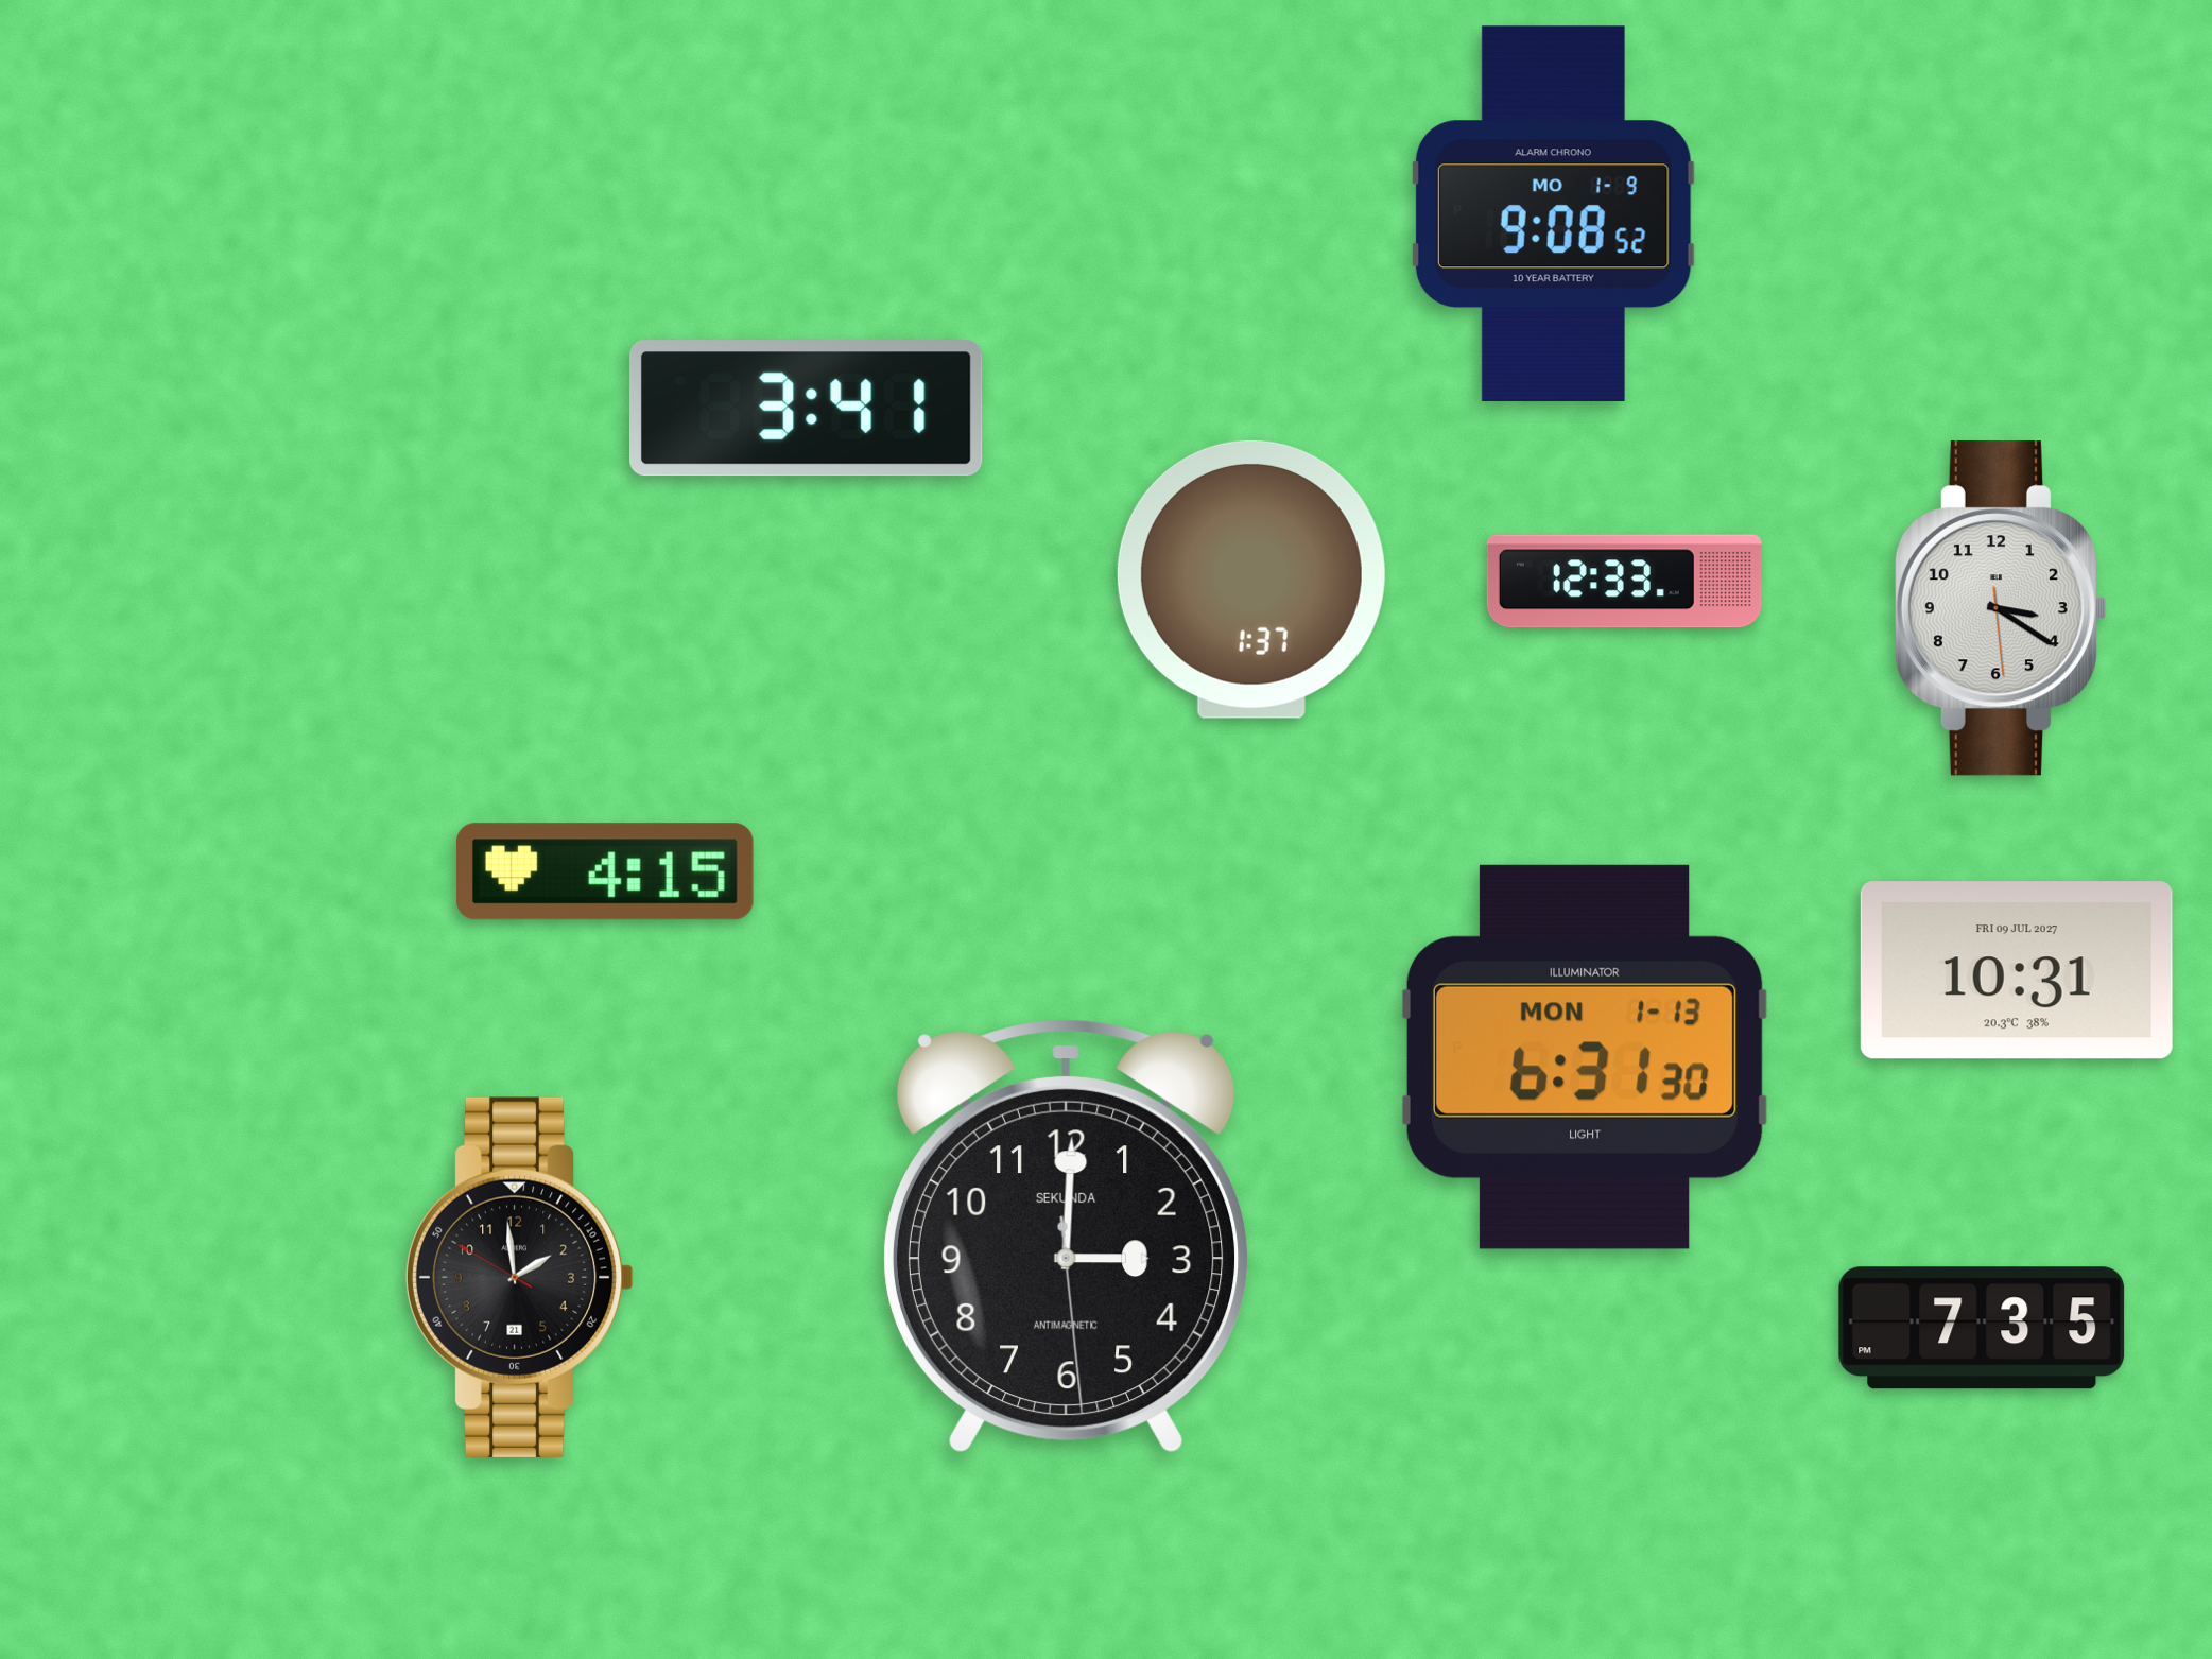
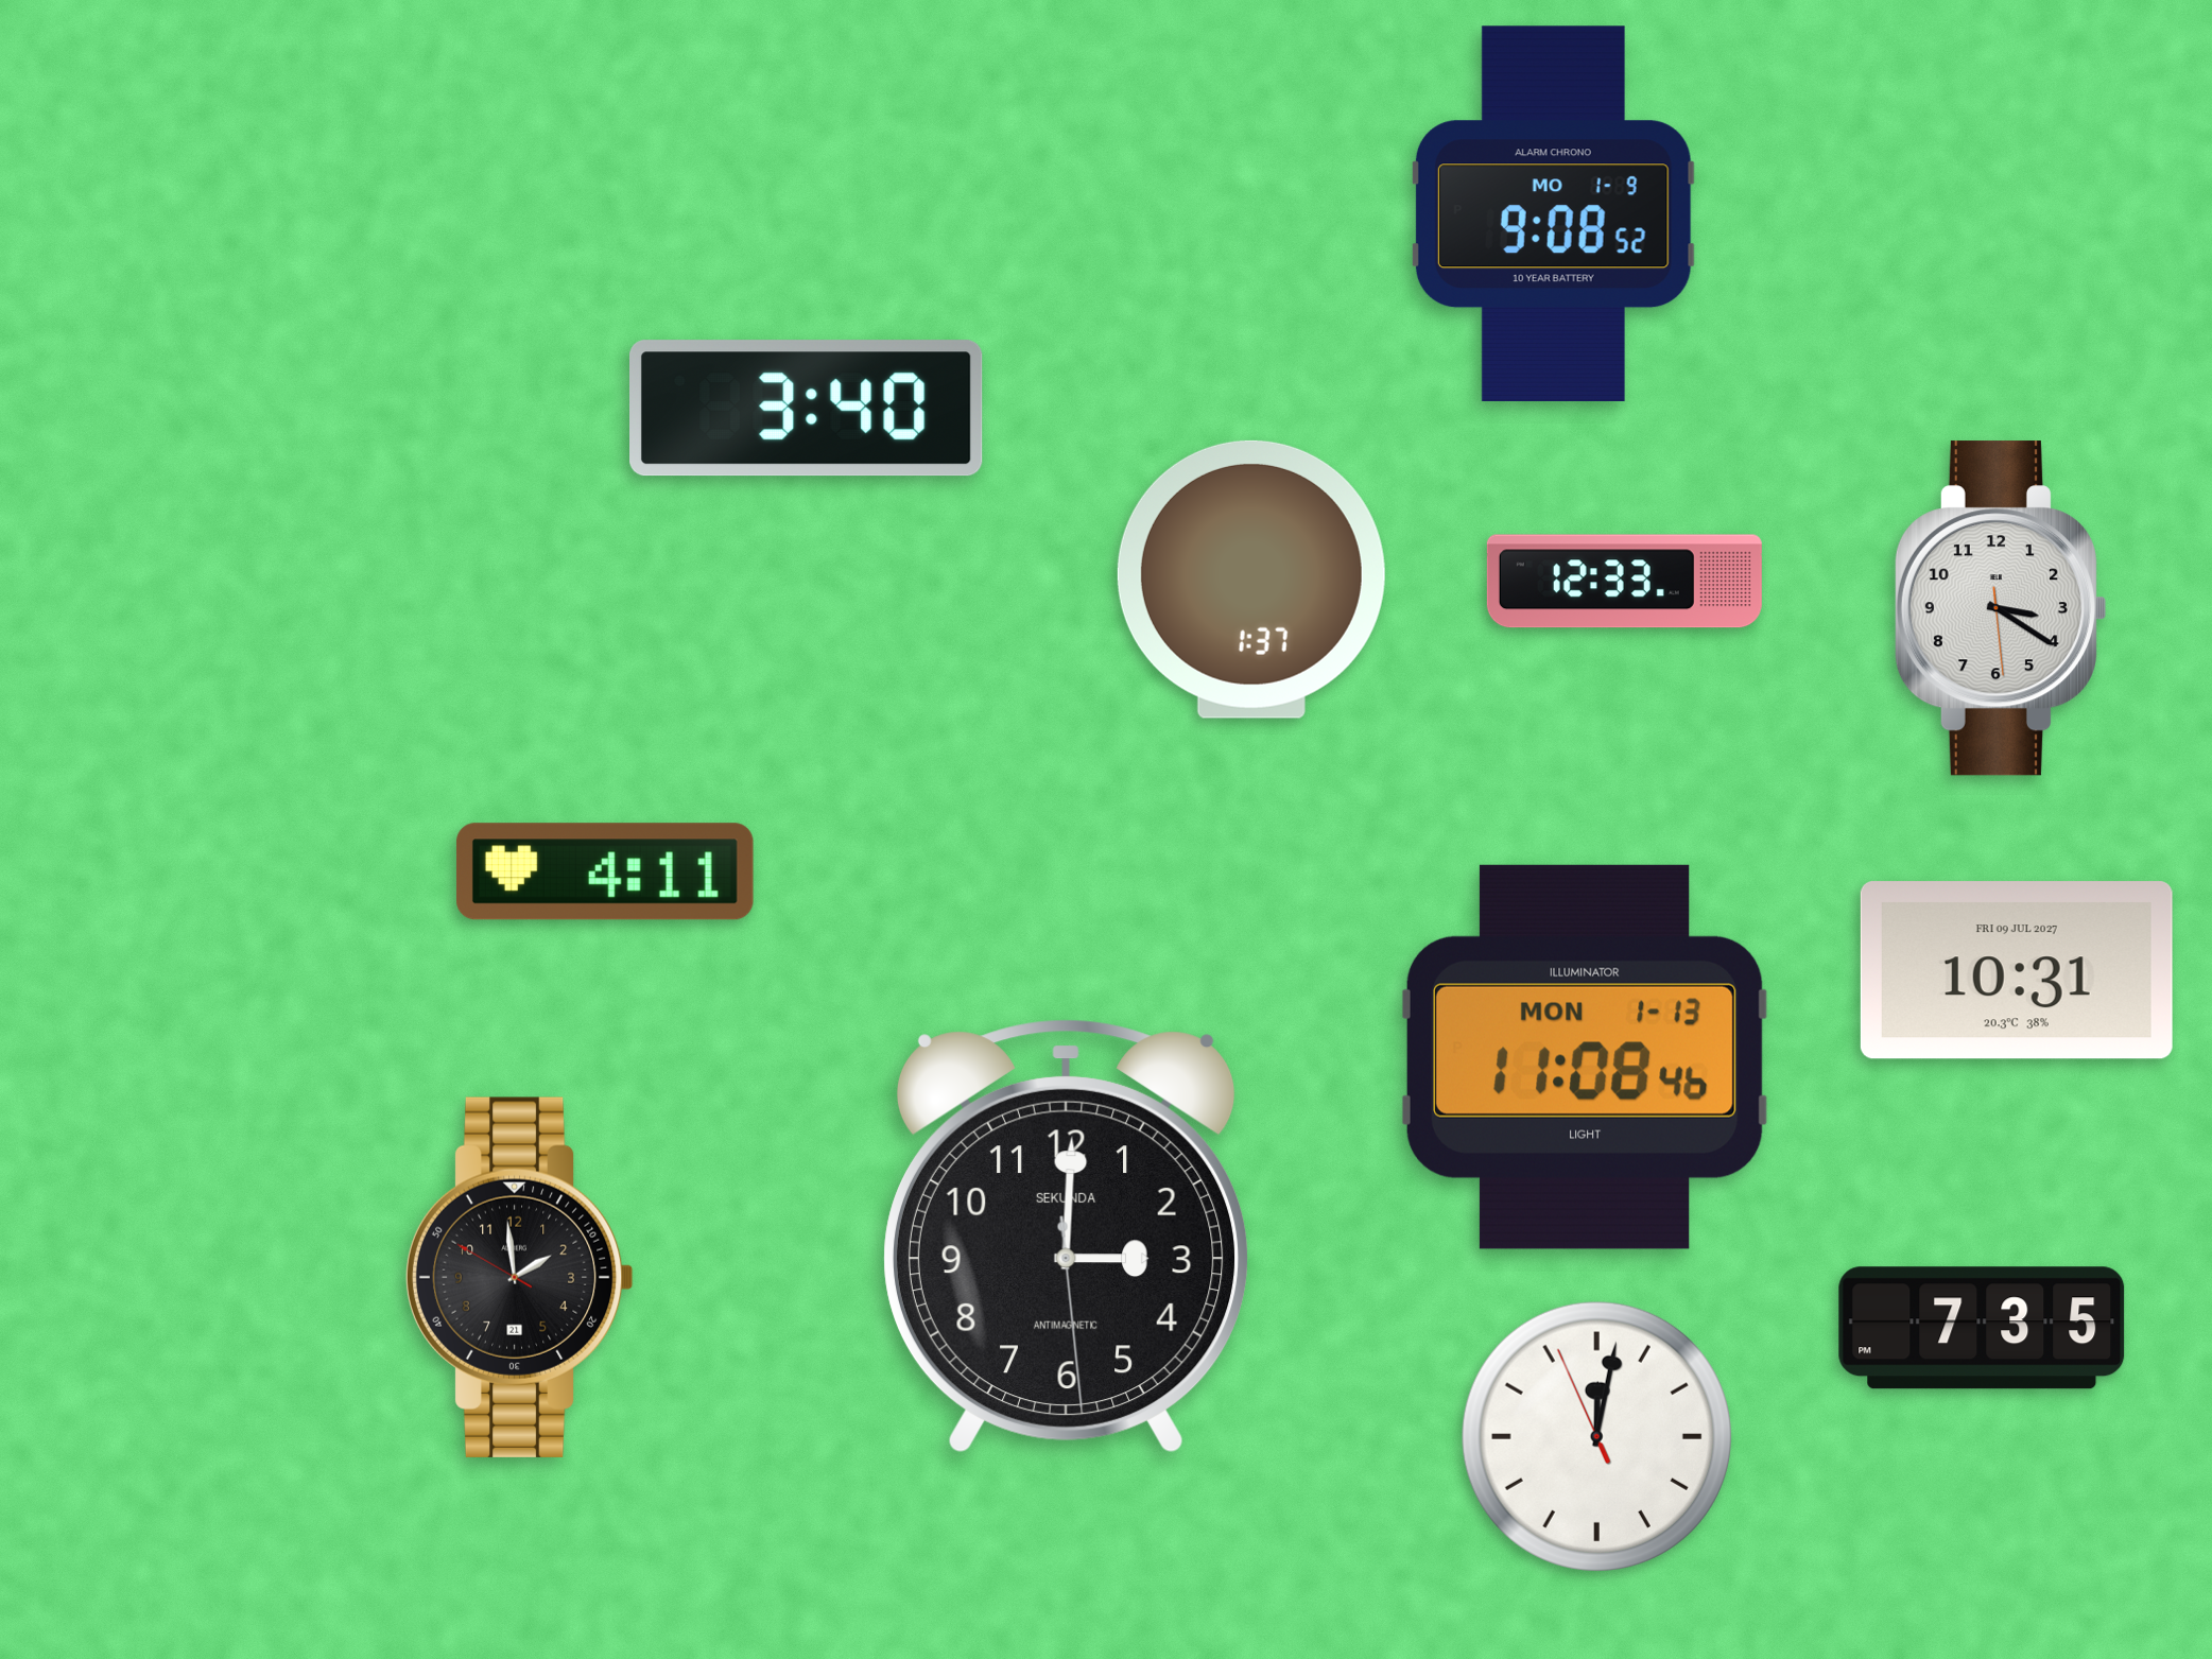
clock at (807, 409): 3:41 -> 3:40
clock at (605, 871): 4:15 -> 4:11
clock at (1585, 1057): 6:31 -> 11:08
clock at (1596, 1436): none -> 12:01
